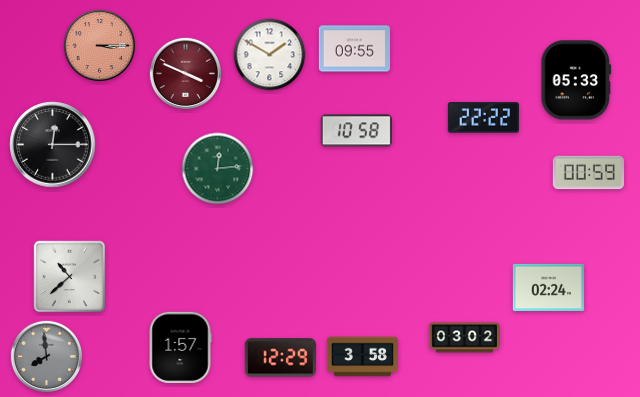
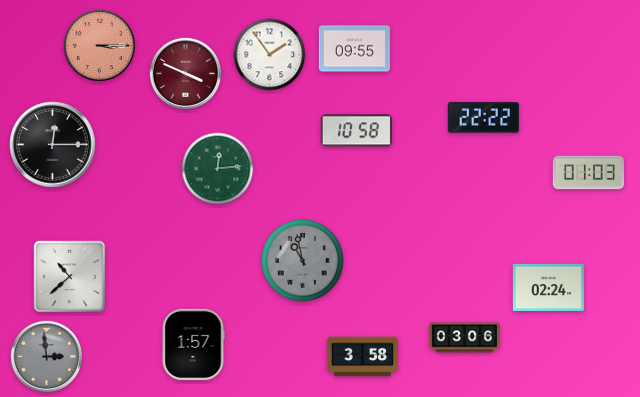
clock at (270, 55): 1:50 -> 1:54
clock at (576, 80): 05:33 -> none
clock at (588, 173): 00:59 -> 01:03
clock at (302, 260): none -> 10:58
clock at (464, 338): 03:02 -> 03:06
clock at (180, 347) position: (180, 347) -> (193, 344)
clock at (46, 356): 7:59 -> 2:59
clock at (280, 358): 12:29 -> none
